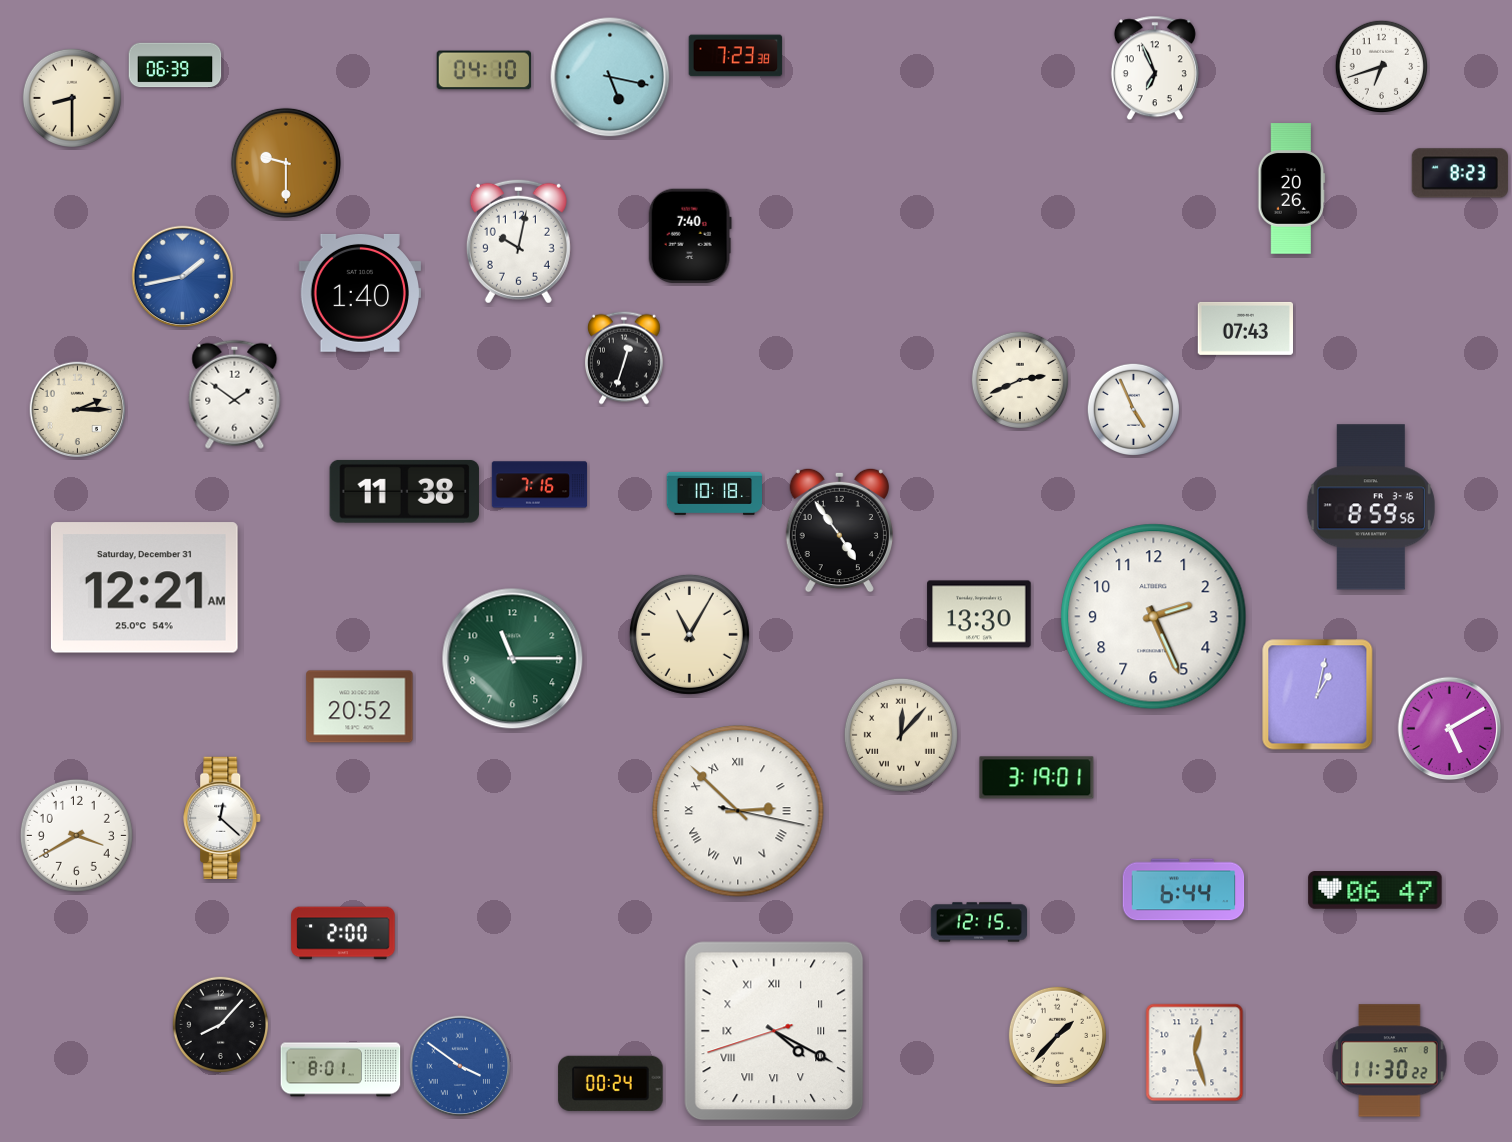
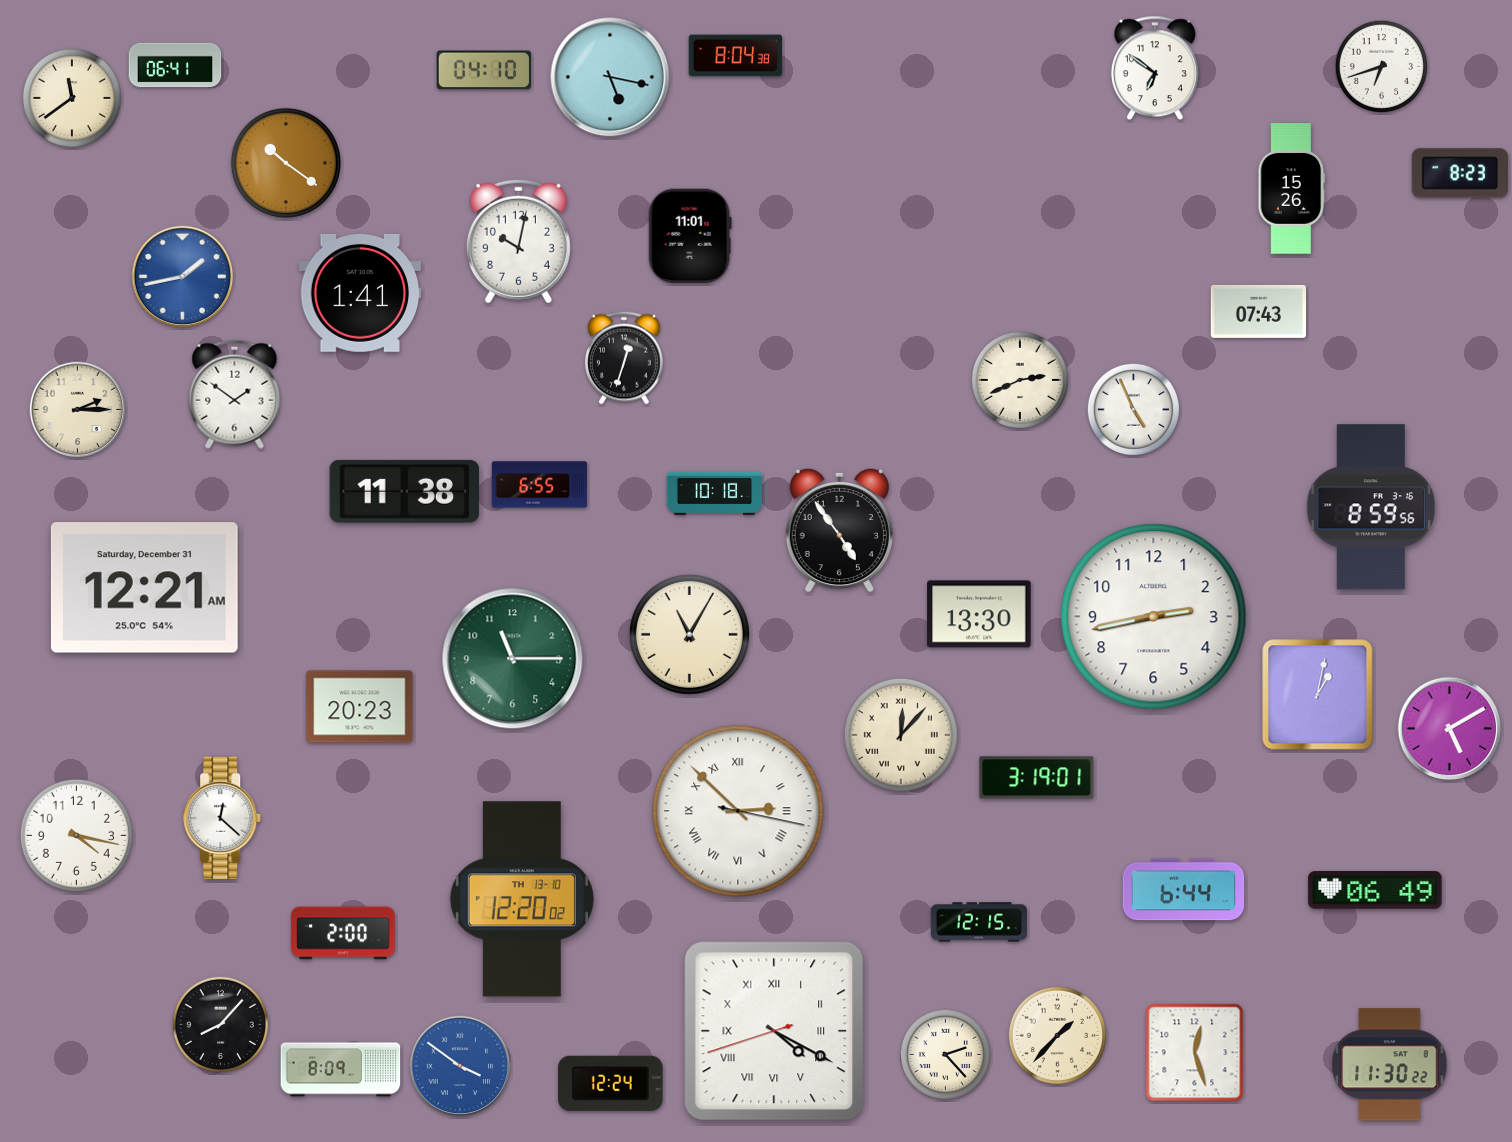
clock at (736, 56): 7:23 -> 8:04
clock at (175, 65): 06:39 -> 06:41
clock at (1155, 68): 6:56 -> 6:51
clock at (72, 98): 8:30 -> 11:39
clock at (286, 163): 9:30 -> 10:21
clock at (1292, 189): 20:26 -> 15:26
clock at (690, 235): 7:40 -> 11:01
clock at (359, 293): 1:40 -> 1:41
clock at (1245, 328) position: (1245, 328) -> (1258, 311)
clock at (540, 485): 7:16 -> 6:55
clock at (1154, 617): 2:26 -> 2:43
clock at (360, 707): 20:52 -> 20:23
clock at (76, 835): 3:40 -> 4:17
clock at (1375, 890): 06:47 -> 06:49
clock at (522, 899): none -> 12:20
clock at (945, 1054): none -> 2:23
clock at (1390, 1061) position: (1390, 1061) -> (1390, 1065)
clock at (341, 1070): 8:01 -> 8:09
clock at (611, 1083): 00:24 -> 12:24
